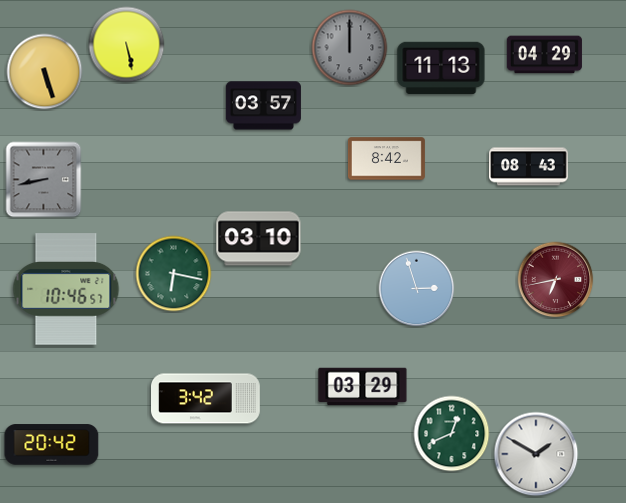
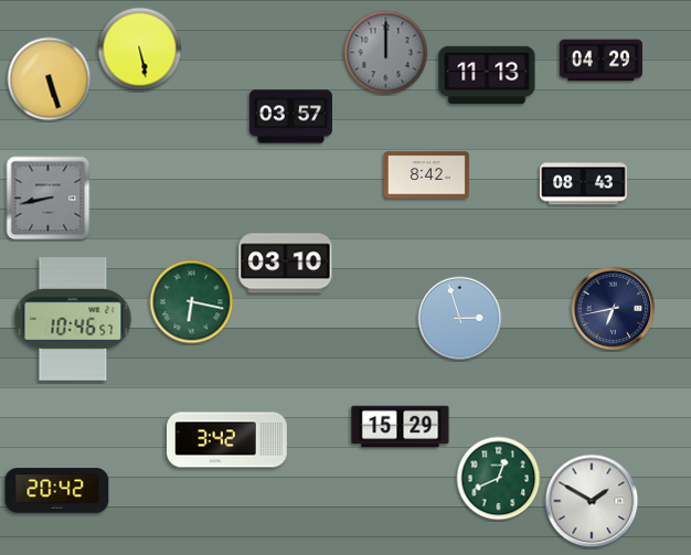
clock at (556, 280) dial: burgundy -> navy
clock at (363, 387): 03:29 -> 15:29
